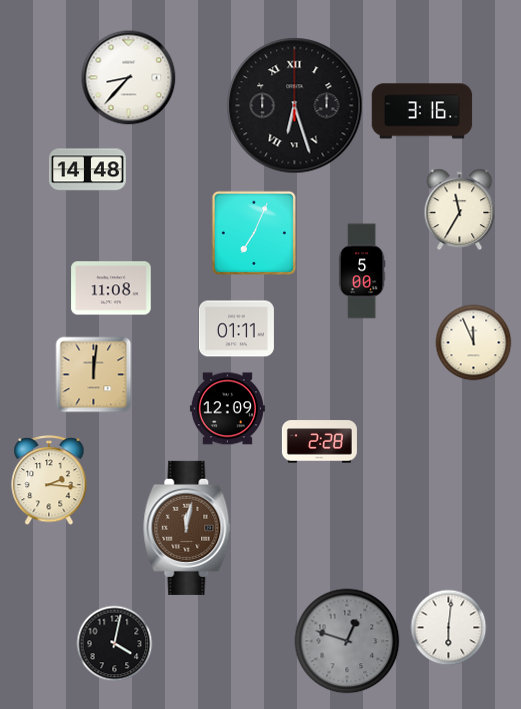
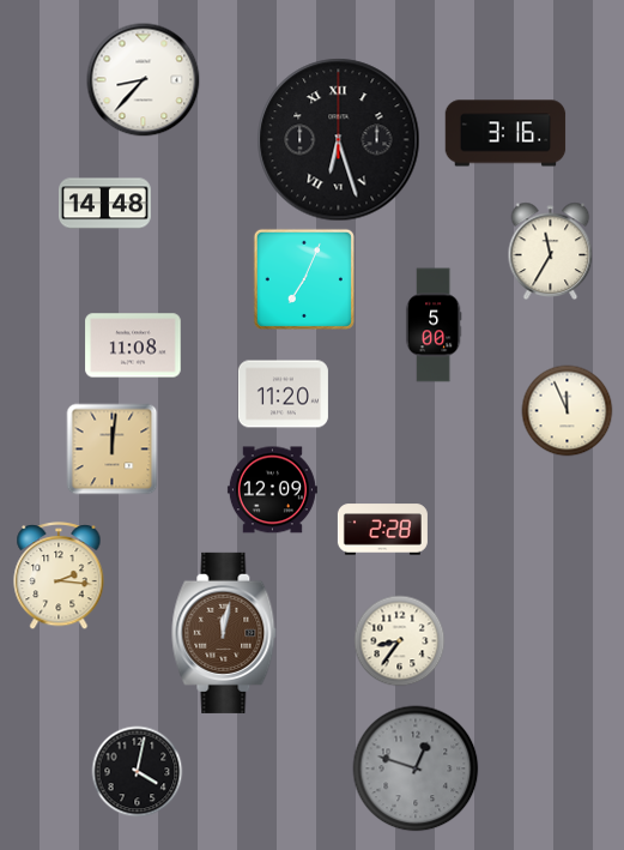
clock at (129, 78) position: (129, 78) -> (144, 80)
clock at (295, 106) position: (295, 106) -> (339, 140)
clock at (236, 329): 01:11 -> 11:20
clock at (400, 641): none -> 8:36
clock at (449, 628): 6:01 -> none
